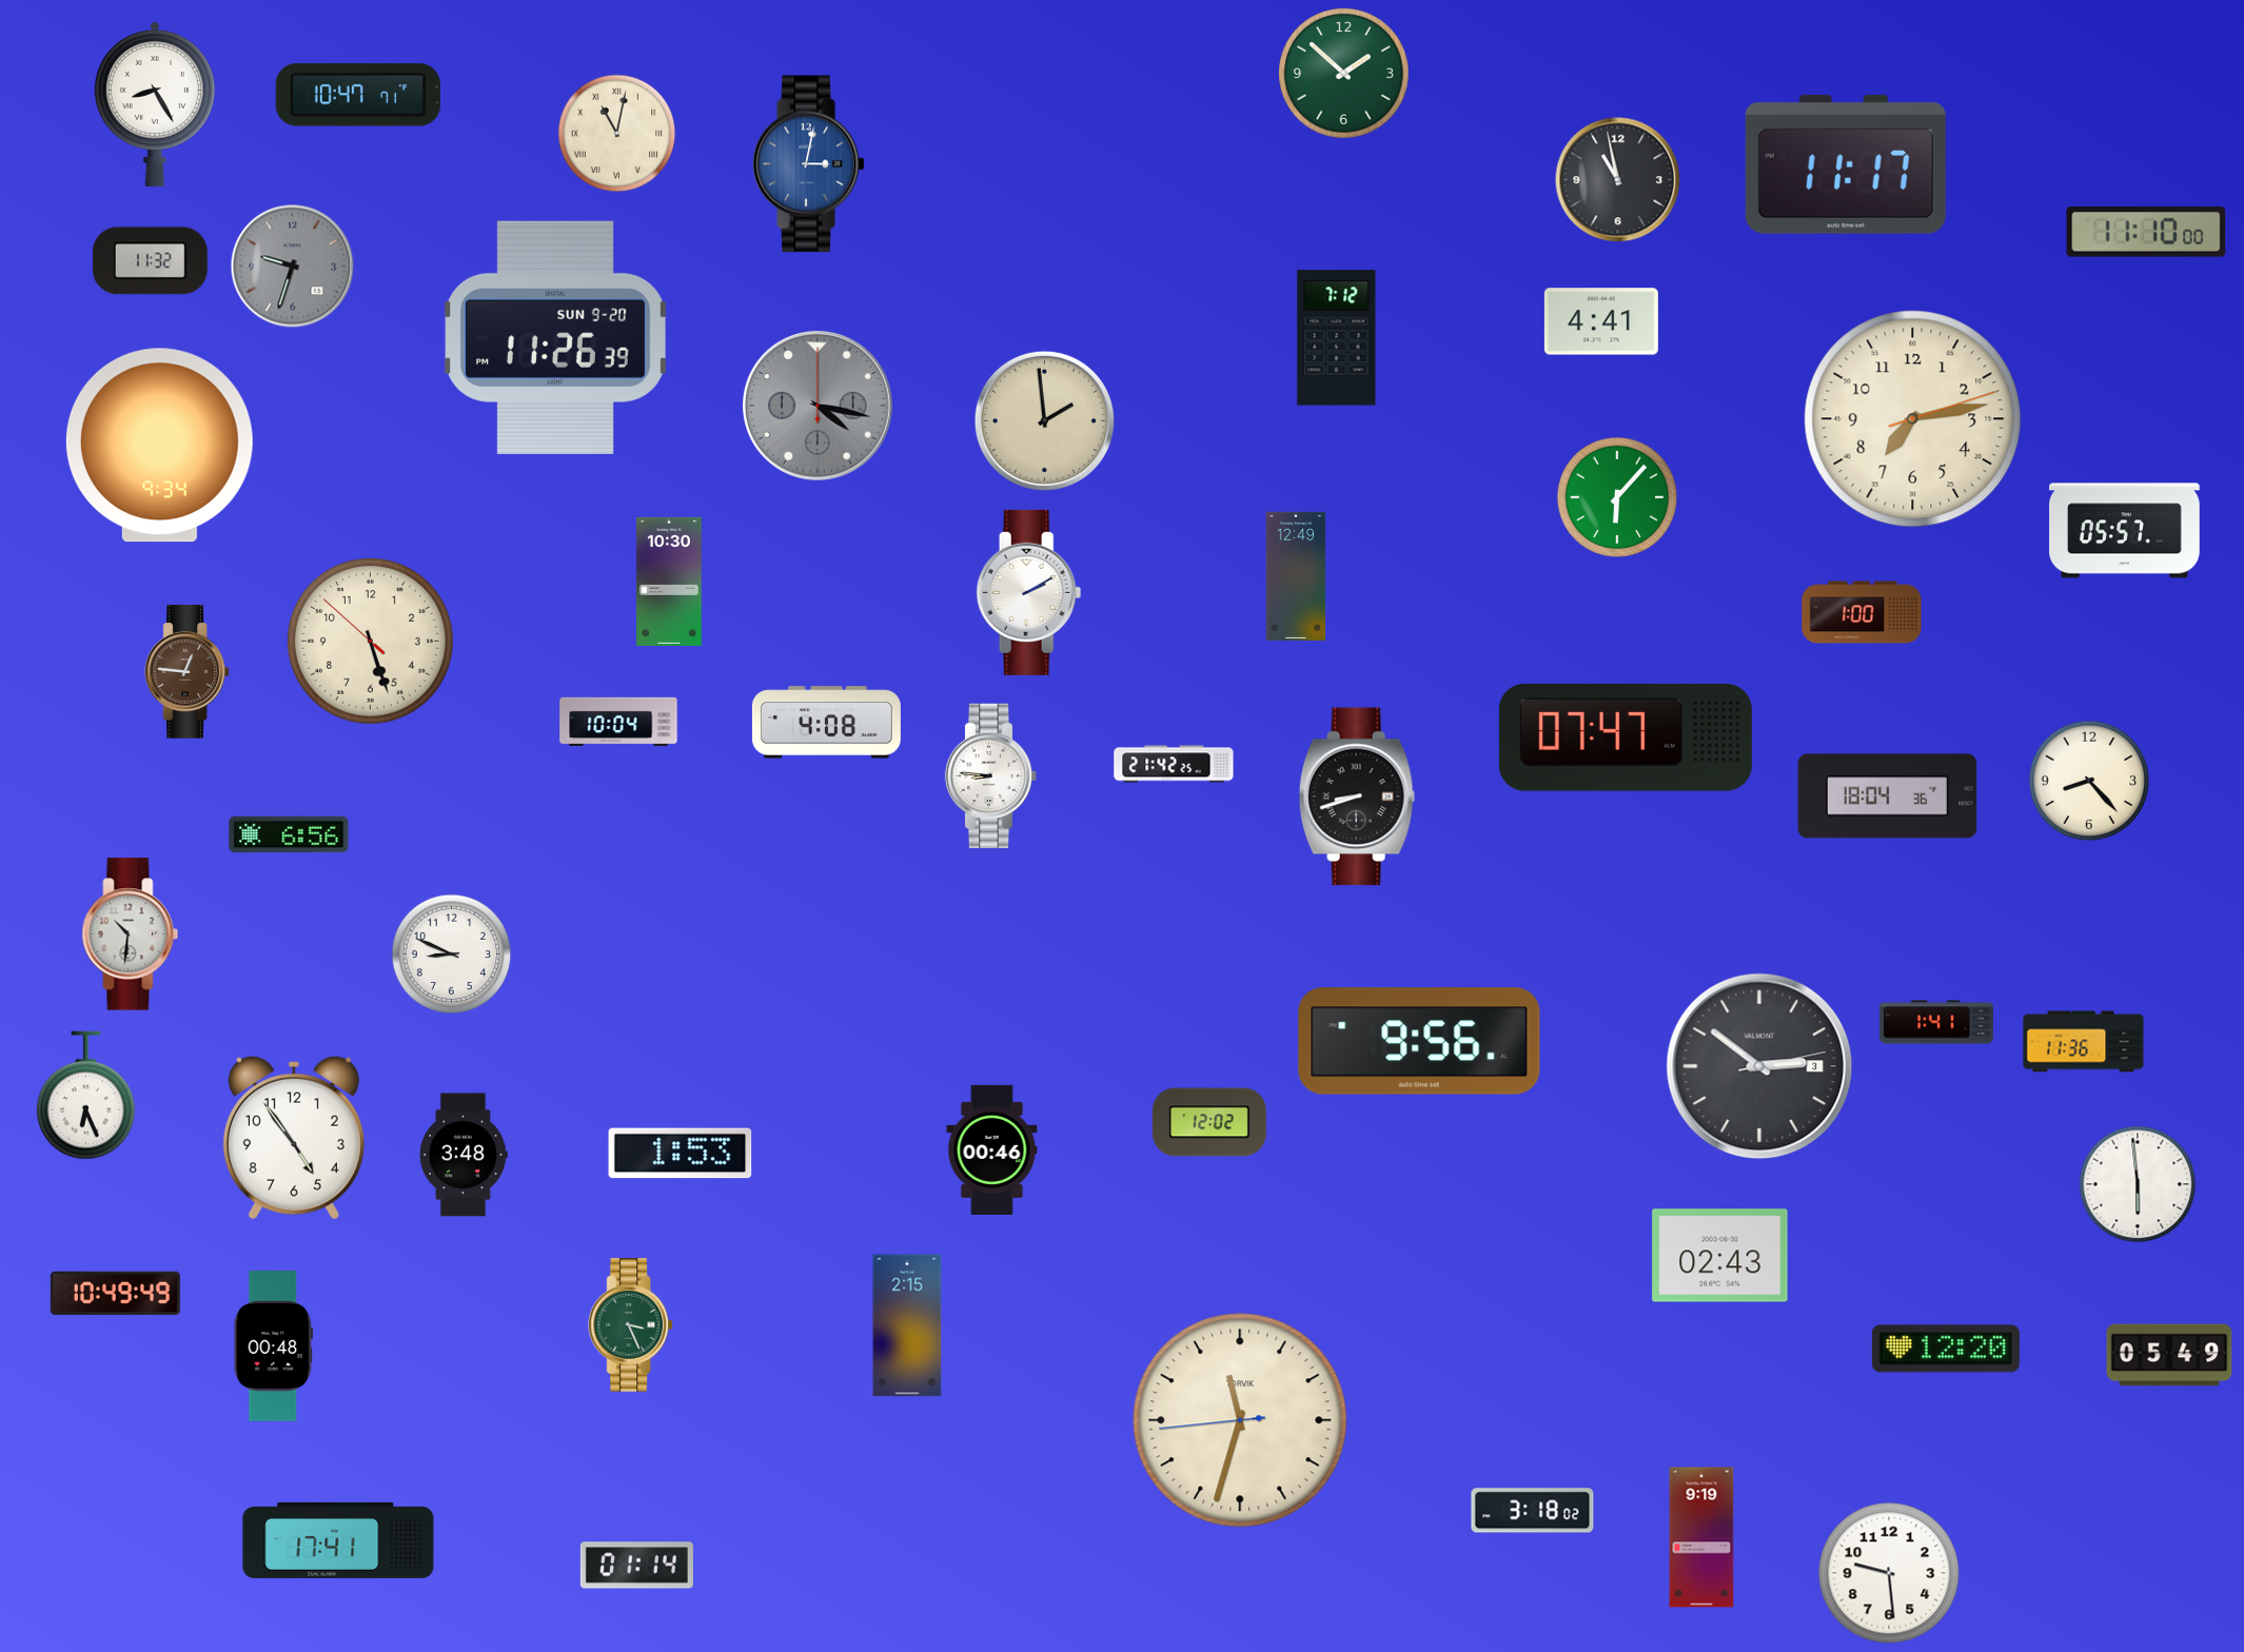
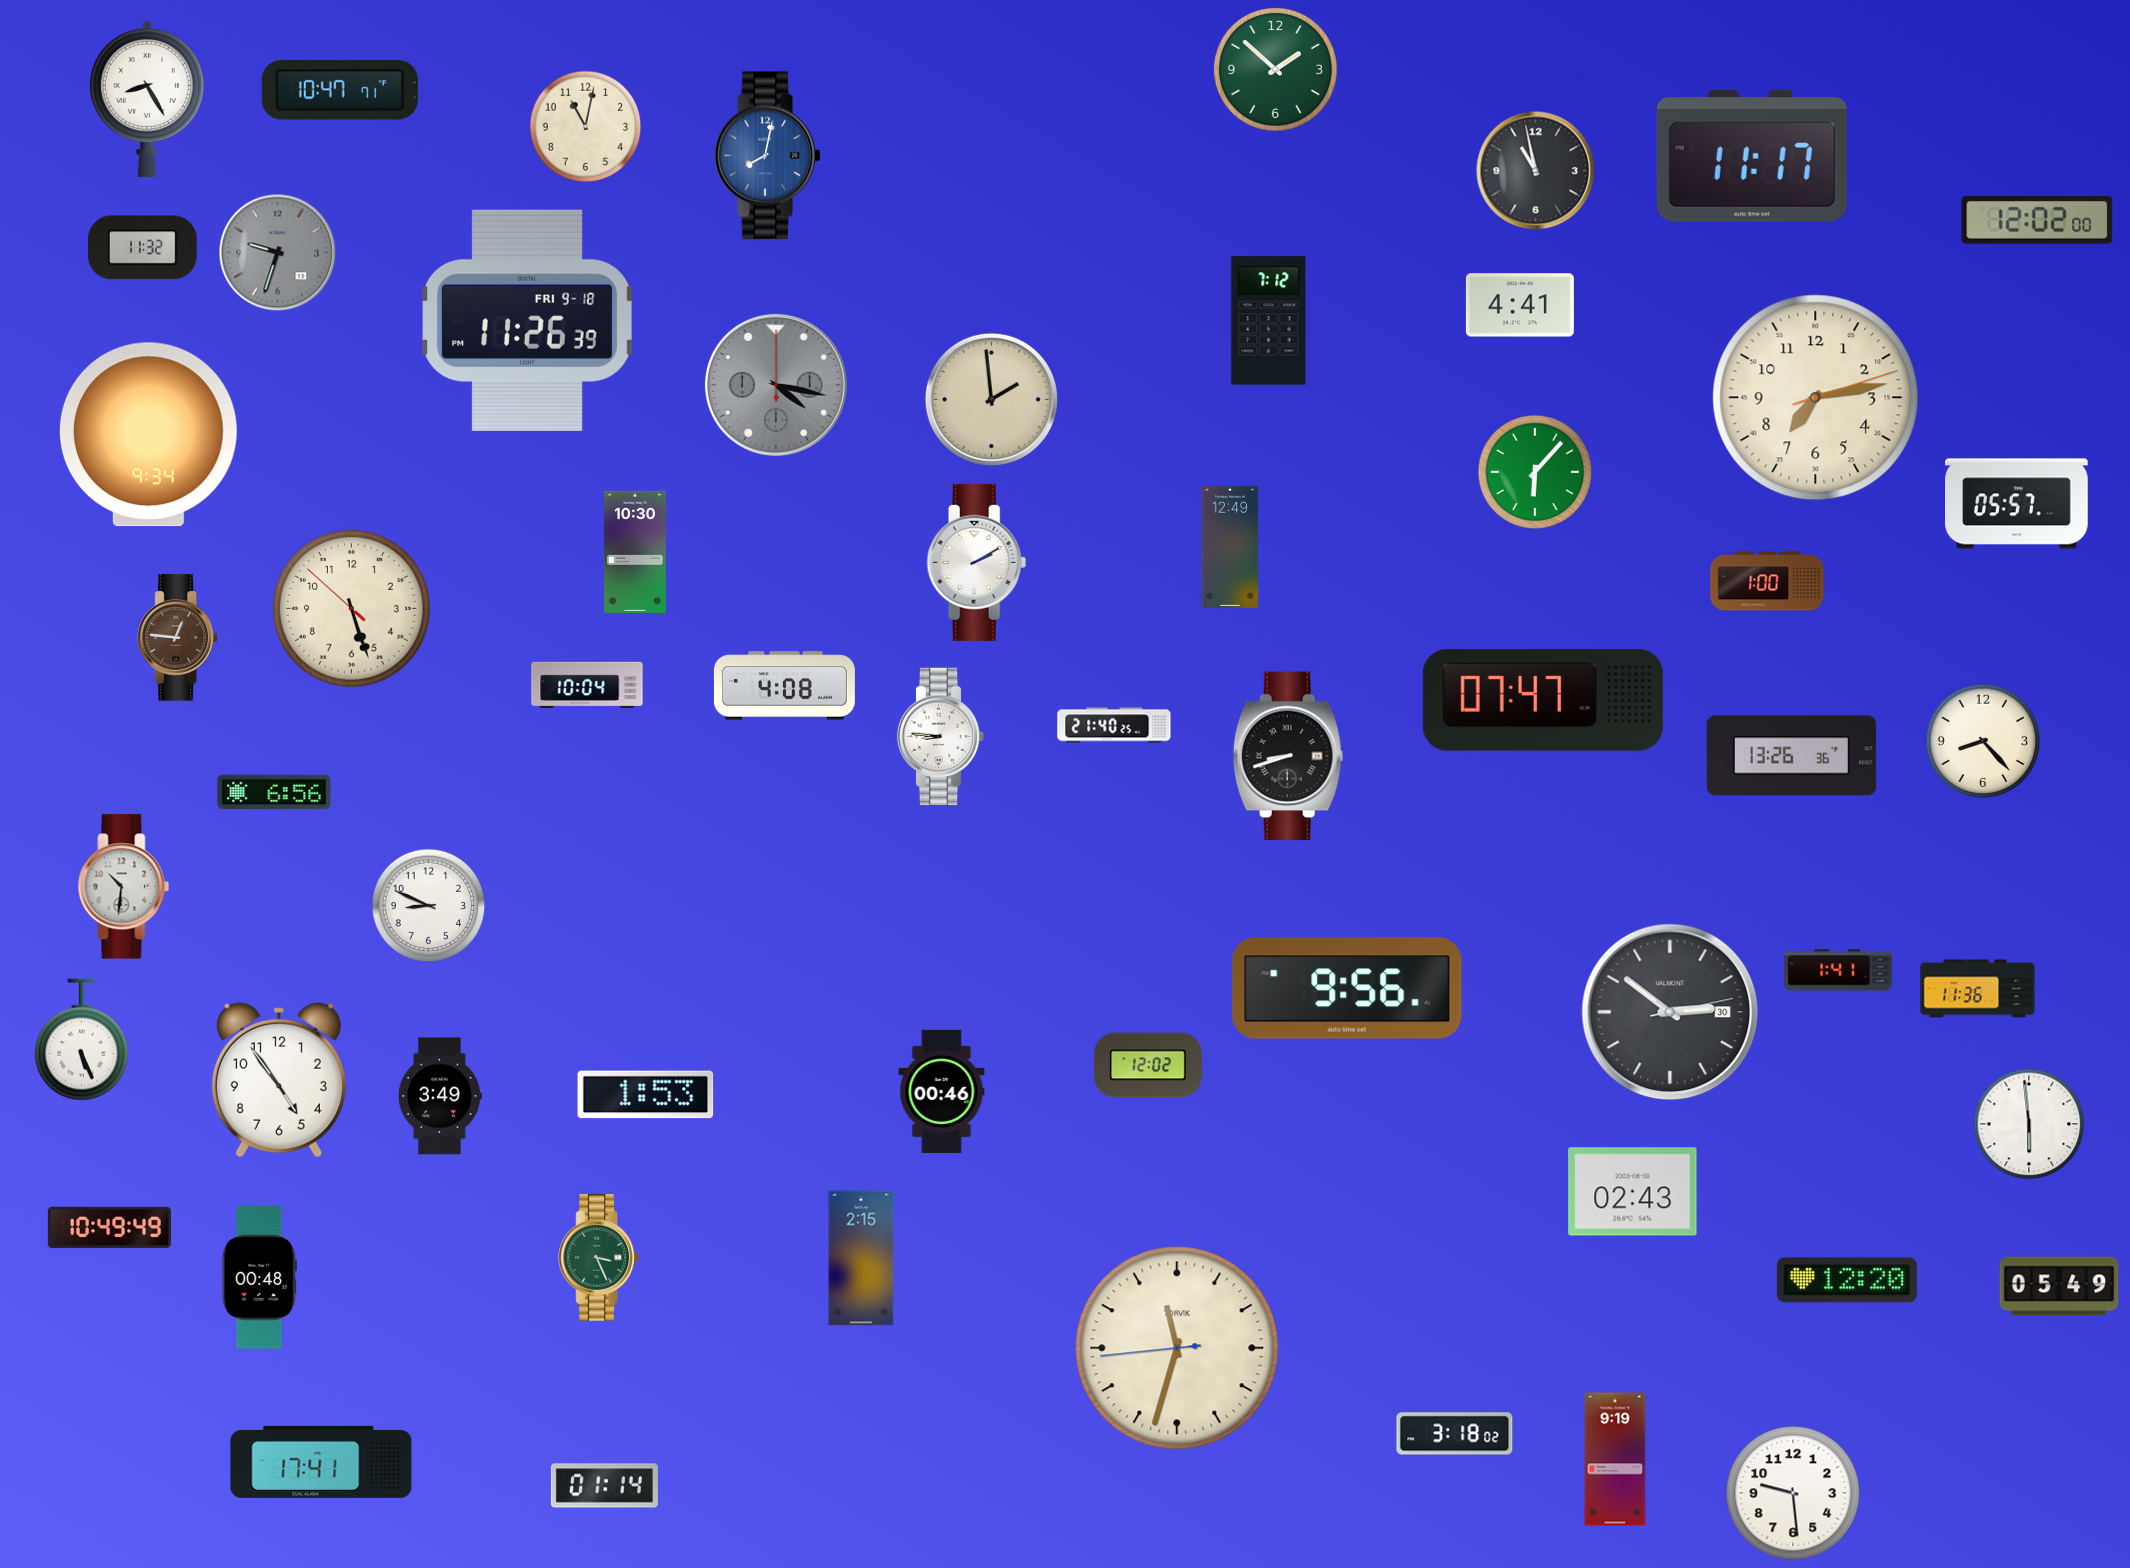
clock at (617, 134) numerals: Roman -> Arabic
clock at (809, 164): 3:02 -> 8:02
clock at (2146, 232): 11:10 -> 12:02
clock at (555, 337) date: SUN 9-20 -> FRI 9-18
clock at (159, 446) position: (159, 446) -> (148, 435)
clock at (1174, 764): 21:42 -> 21:40
clock at (1888, 796): 18:04 -> 13:26
clock at (1759, 1066) date: 3 -> 30
clock at (85, 1096): 6:26 -> 5:26
clock at (464, 1155): 3:48 -> 3:49
